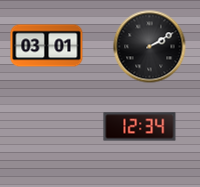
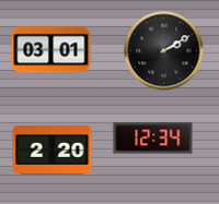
clock at (53, 151): none -> 2:20
